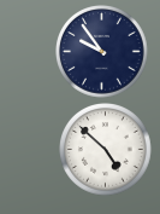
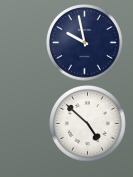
clock at (102, 52): 9:54 -> 9:58
